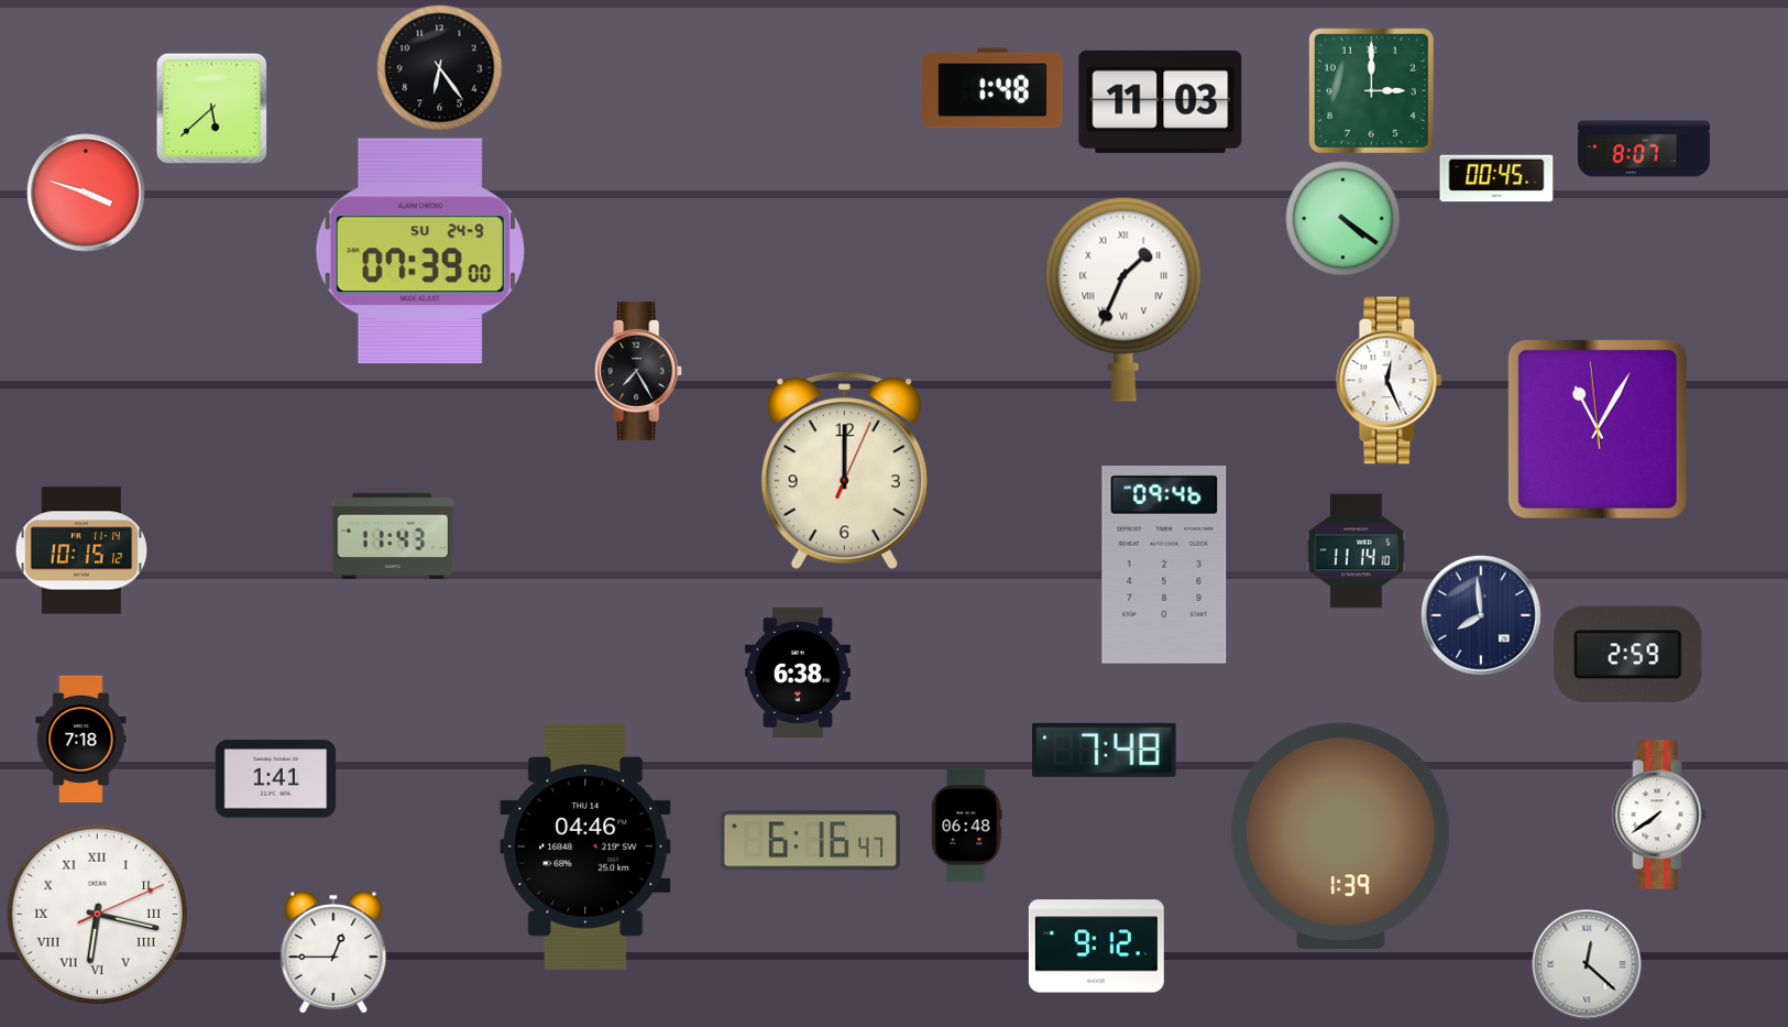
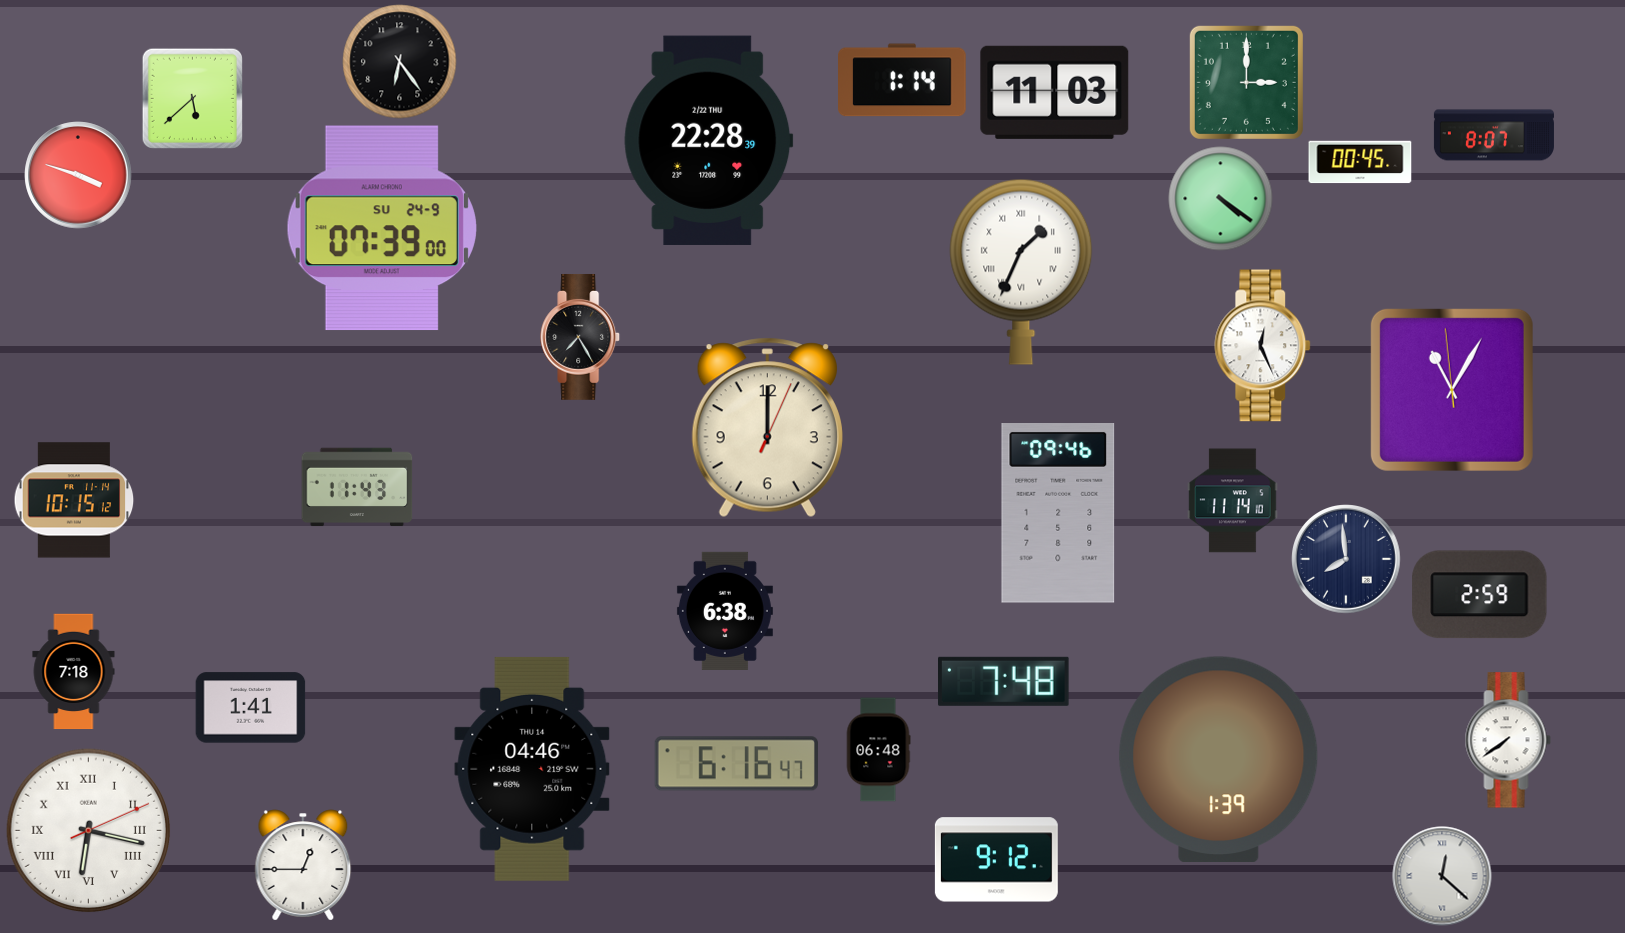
clock at (994, 88): 1:48 -> 1:14
clock at (709, 140): none -> 22:28
